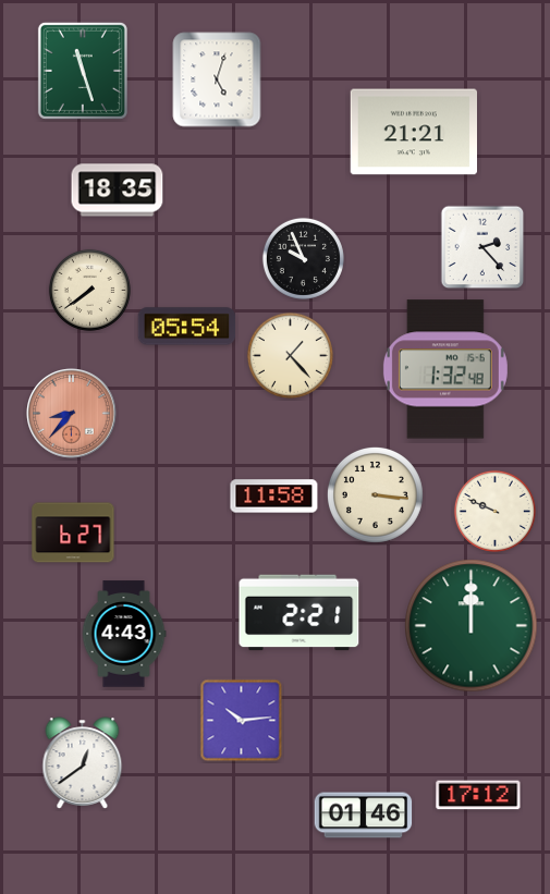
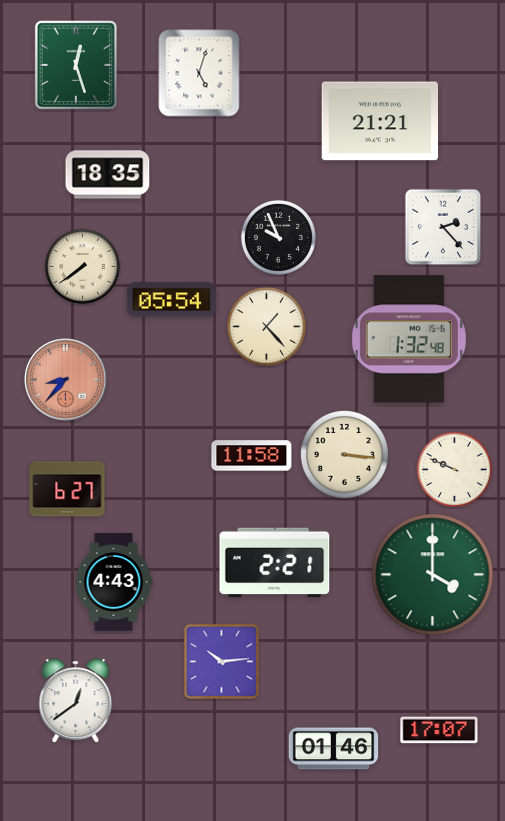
clock at (83, 71): 11:27 -> 12:27
clock at (472, 626): 12:00 -> 4:00
clock at (478, 795): 17:12 -> 17:07
